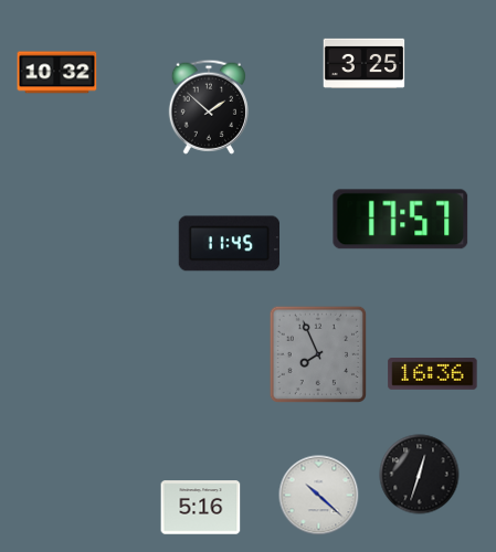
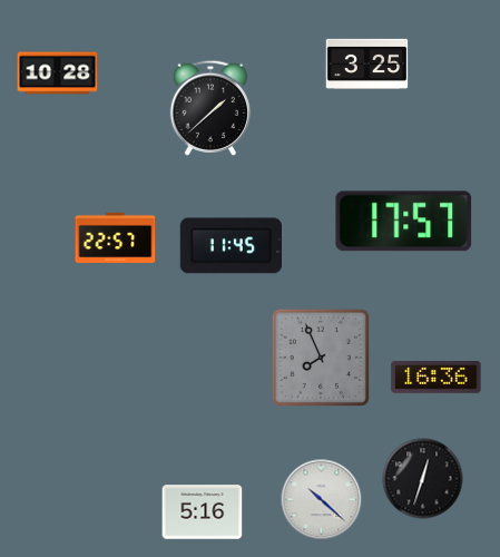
clock at (57, 73): 10:32 -> 10:28
clock at (209, 107): 1:52 -> 1:38
clock at (116, 237): none -> 22:57
